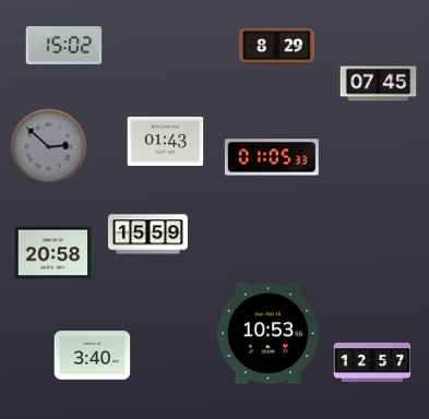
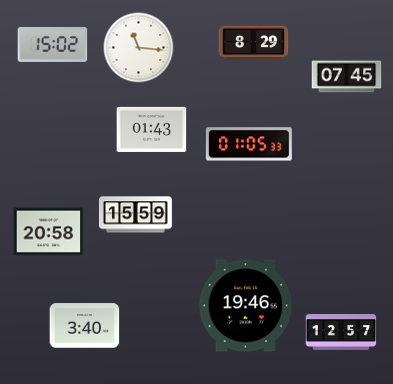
clock at (64, 45) position: (64, 45) -> (53, 44)
clock at (139, 48): none -> 11:16
clock at (49, 147): 2:52 -> none
clock at (269, 334): 10:53 -> 19:46
